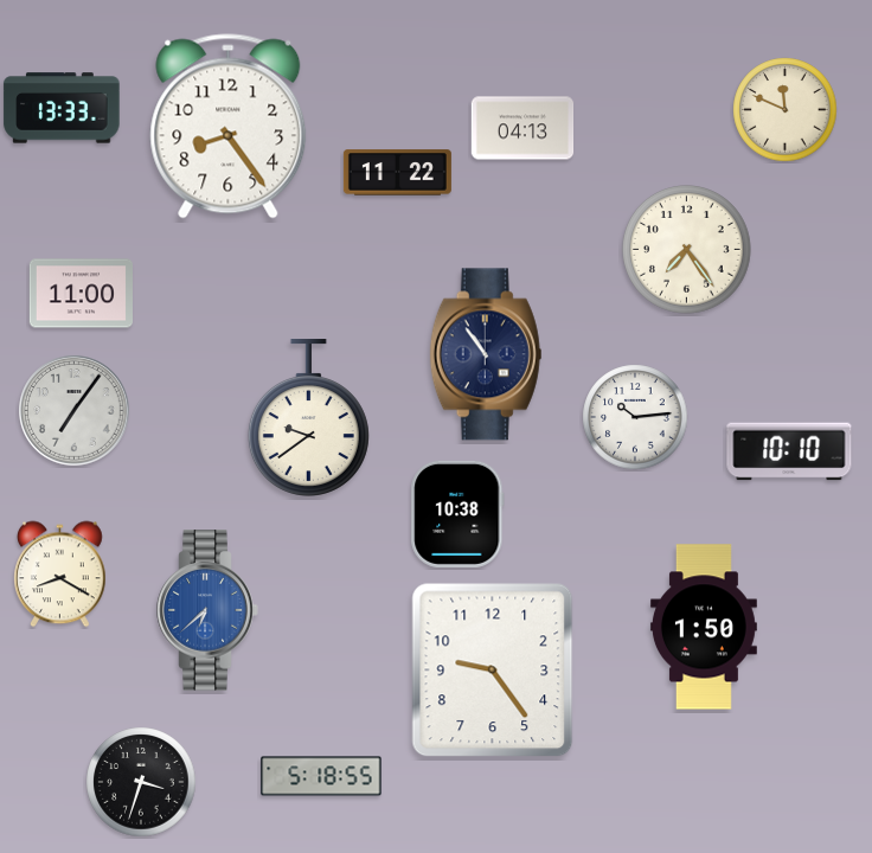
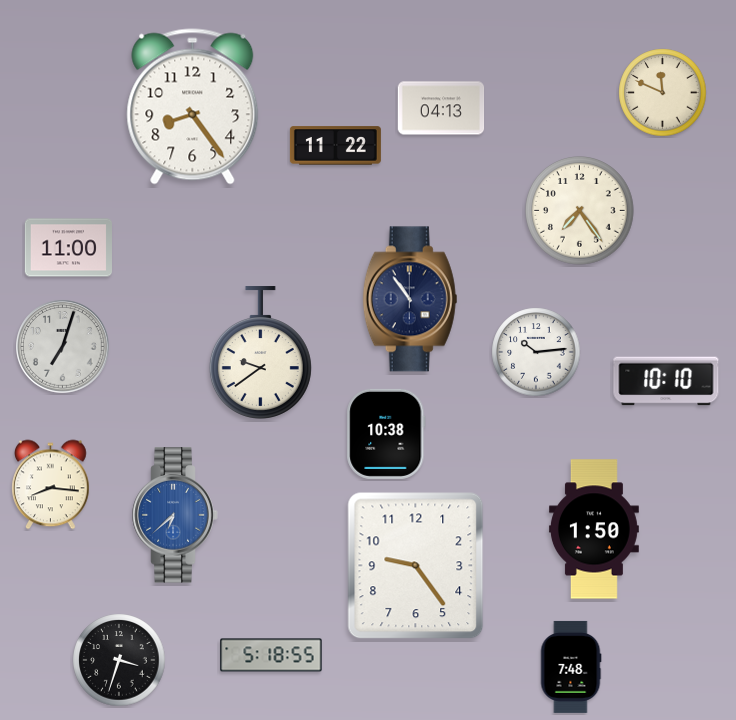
clock at (62, 108): 13:33 -> none
clock at (75, 411): 7:06 -> 7:03
clock at (60, 575): 8:20 -> 8:16
clock at (571, 667): none -> 7:48
